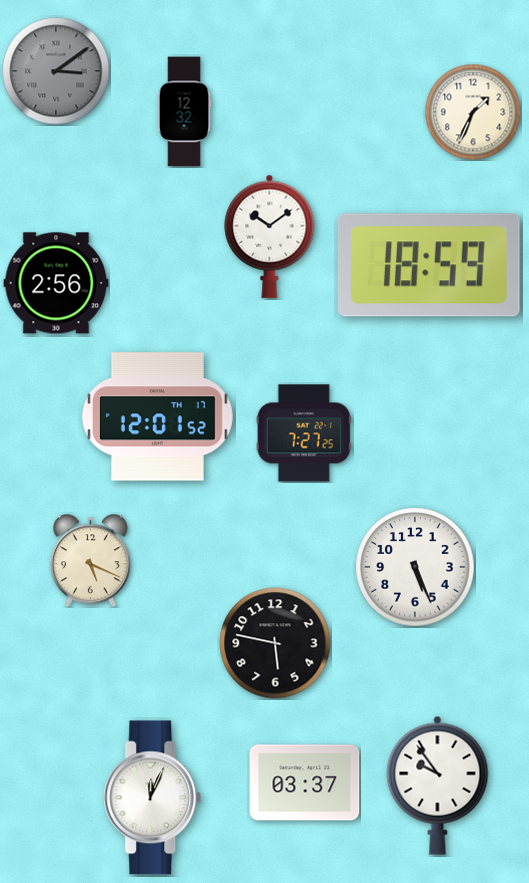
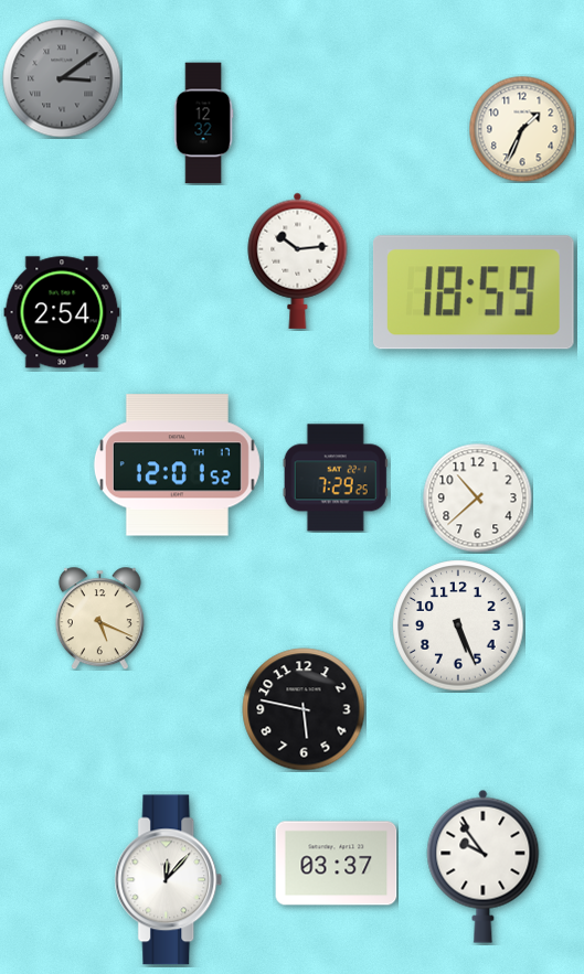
clock at (473, 112) position: (473, 112) -> (522, 129)
clock at (270, 236): 10:09 -> 10:14
clock at (56, 283): 2:56 -> 2:54
clock at (157, 417) position: (157, 417) -> (177, 465)
clock at (304, 433): 7:27 -> 7:29
clock at (478, 499): none -> 10:38
clock at (153, 798): 12:04 -> 12:07
